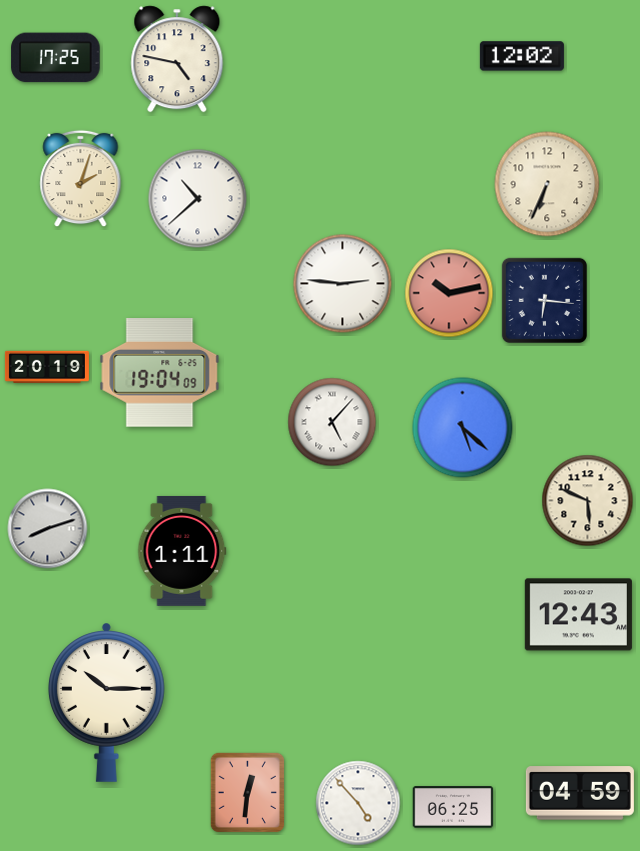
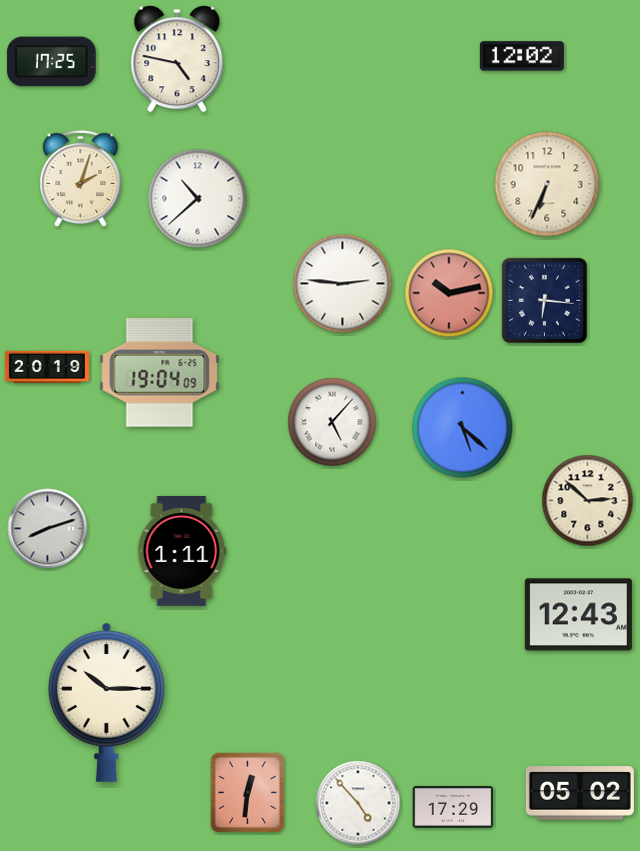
clock at (56, 58) position: (56, 58) -> (52, 62)
clock at (588, 501): 5:49 -> 2:52
clock at (580, 793): 04:59 -> 05:02
clock at (453, 807): 06:25 -> 17:29
